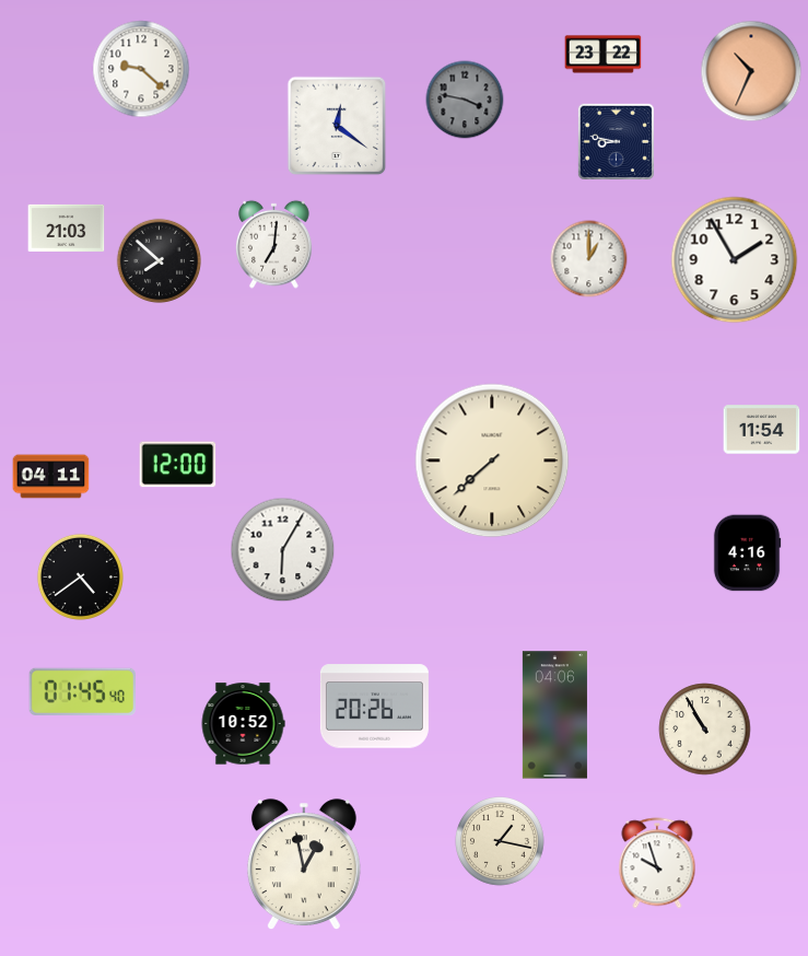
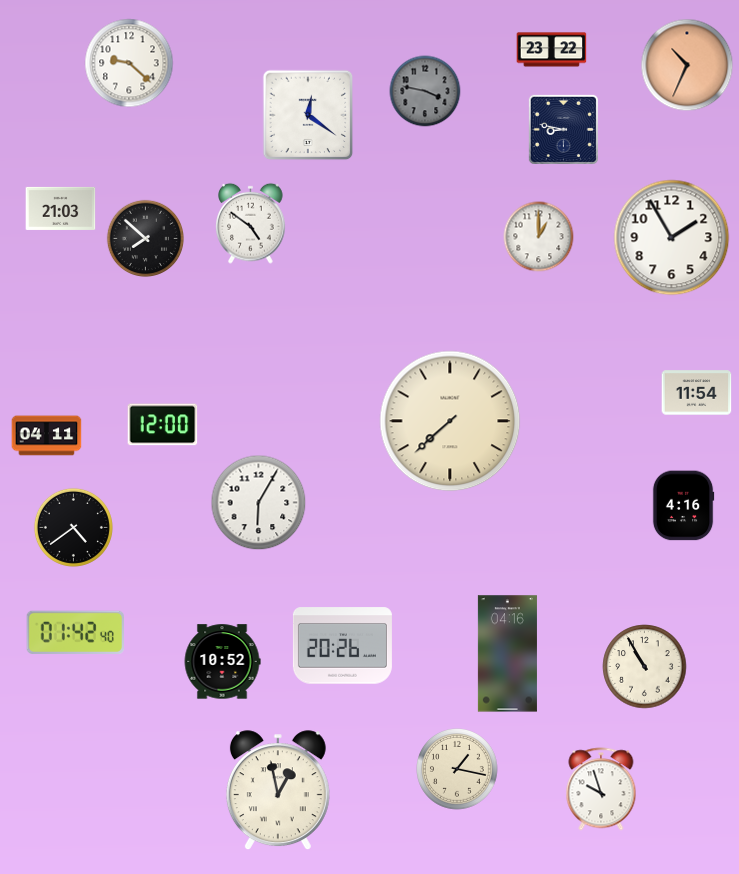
clock at (274, 244): 7:01 -> 4:51
clock at (82, 691): 01:45 -> 01:42
clock at (554, 715): 04:06 -> 04:16
